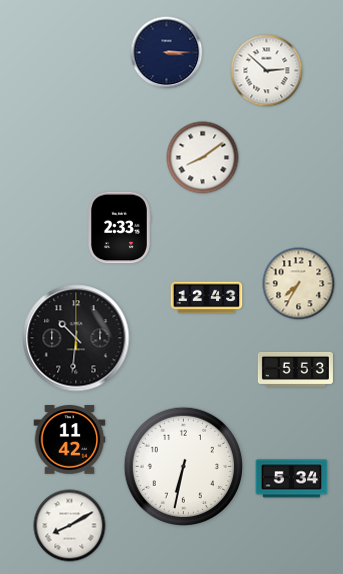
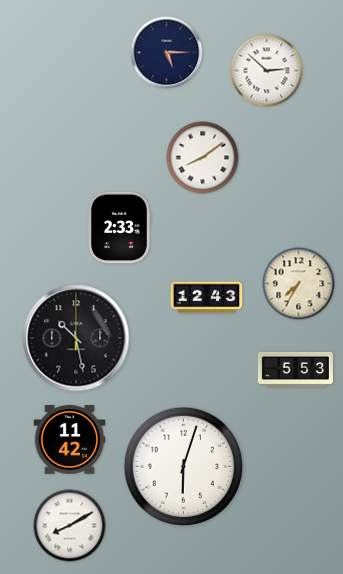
clock at (167, 53): 3:15 -> 5:15
clock at (76, 338): 10:31 -> 10:28
clock at (183, 466): 6:32 -> 6:03
clock at (292, 479): 5:34 -> none
